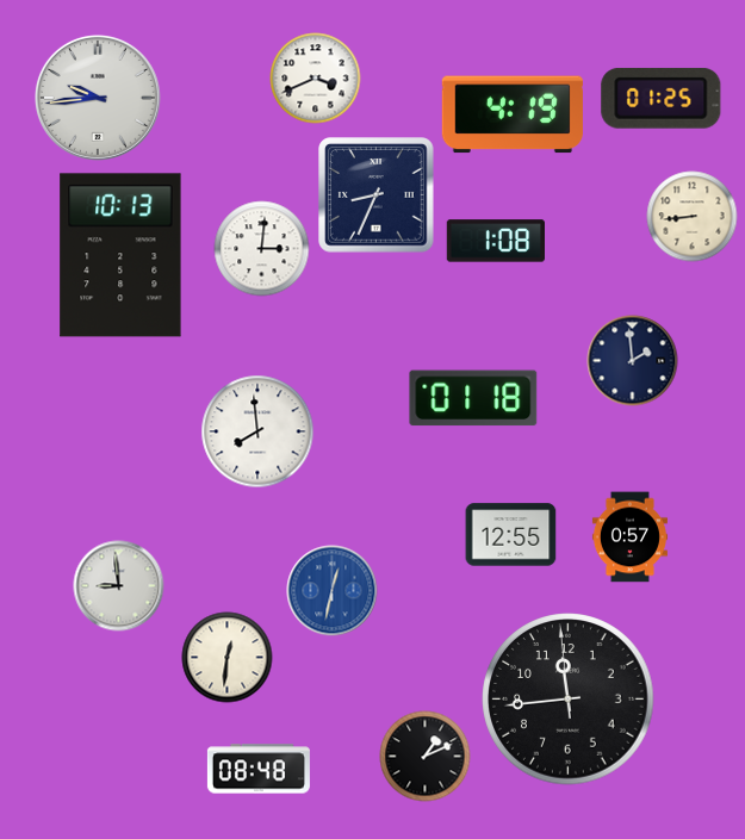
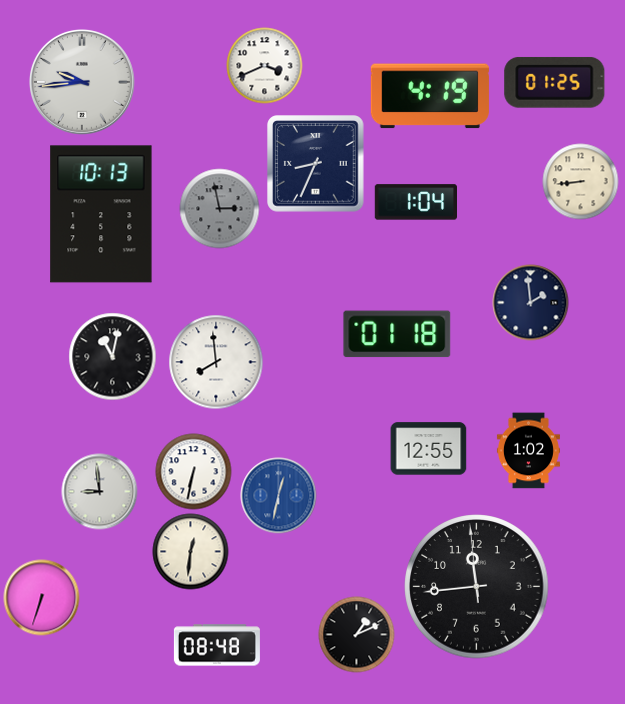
clock at (495, 241): 1:08 -> 1:04
clock at (262, 249): 3:01 -> 2:58
clock at (262, 249) dial: white -> grey
clock at (113, 357): none -> 11:02
clock at (629, 537): 0:57 -> 1:02
clock at (194, 472): none -> 6:32
clock at (42, 598): none -> 6:33
